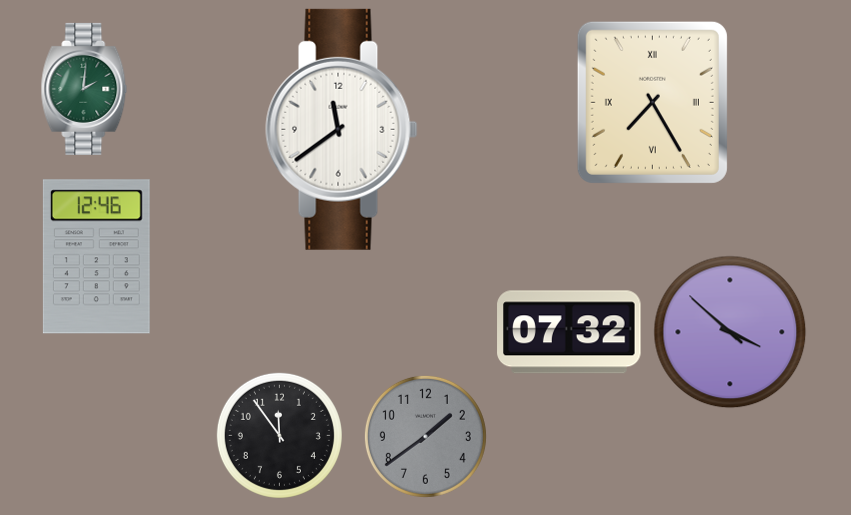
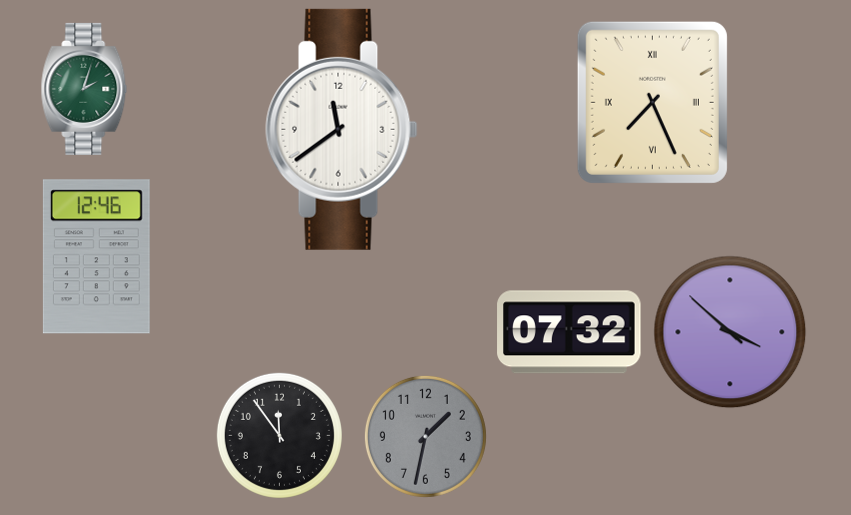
clock at (84, 89): 2:01 -> 2:03
clock at (652, 102): 7:25 -> 7:26
clock at (425, 436): 1:39 -> 1:32
